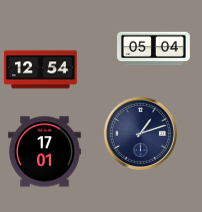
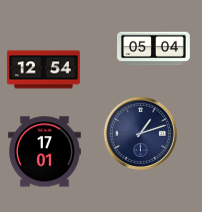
clock at (40, 70) position: (40, 70) -> (43, 70)
